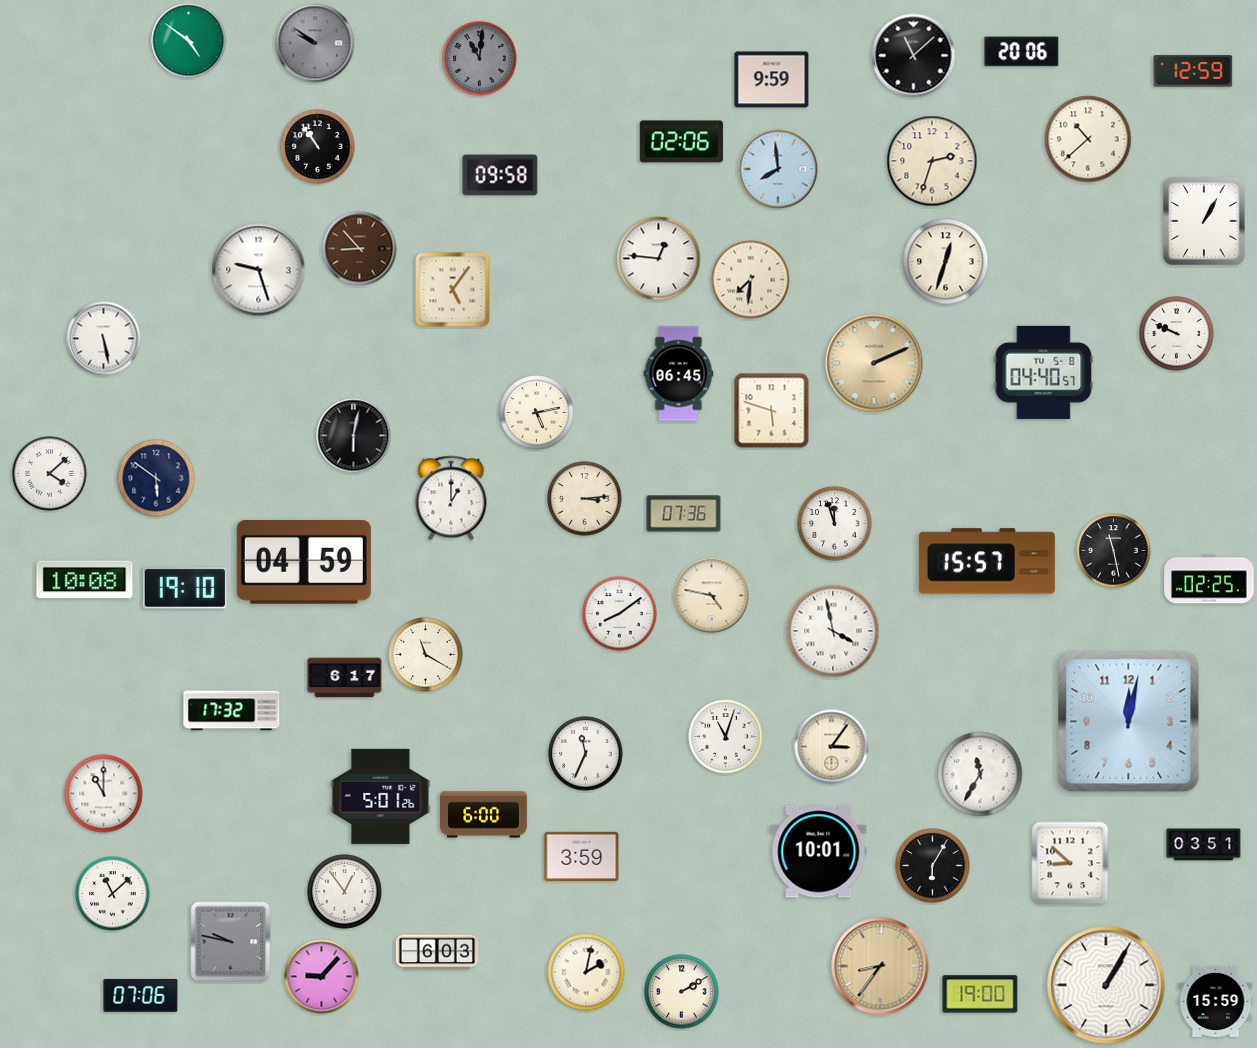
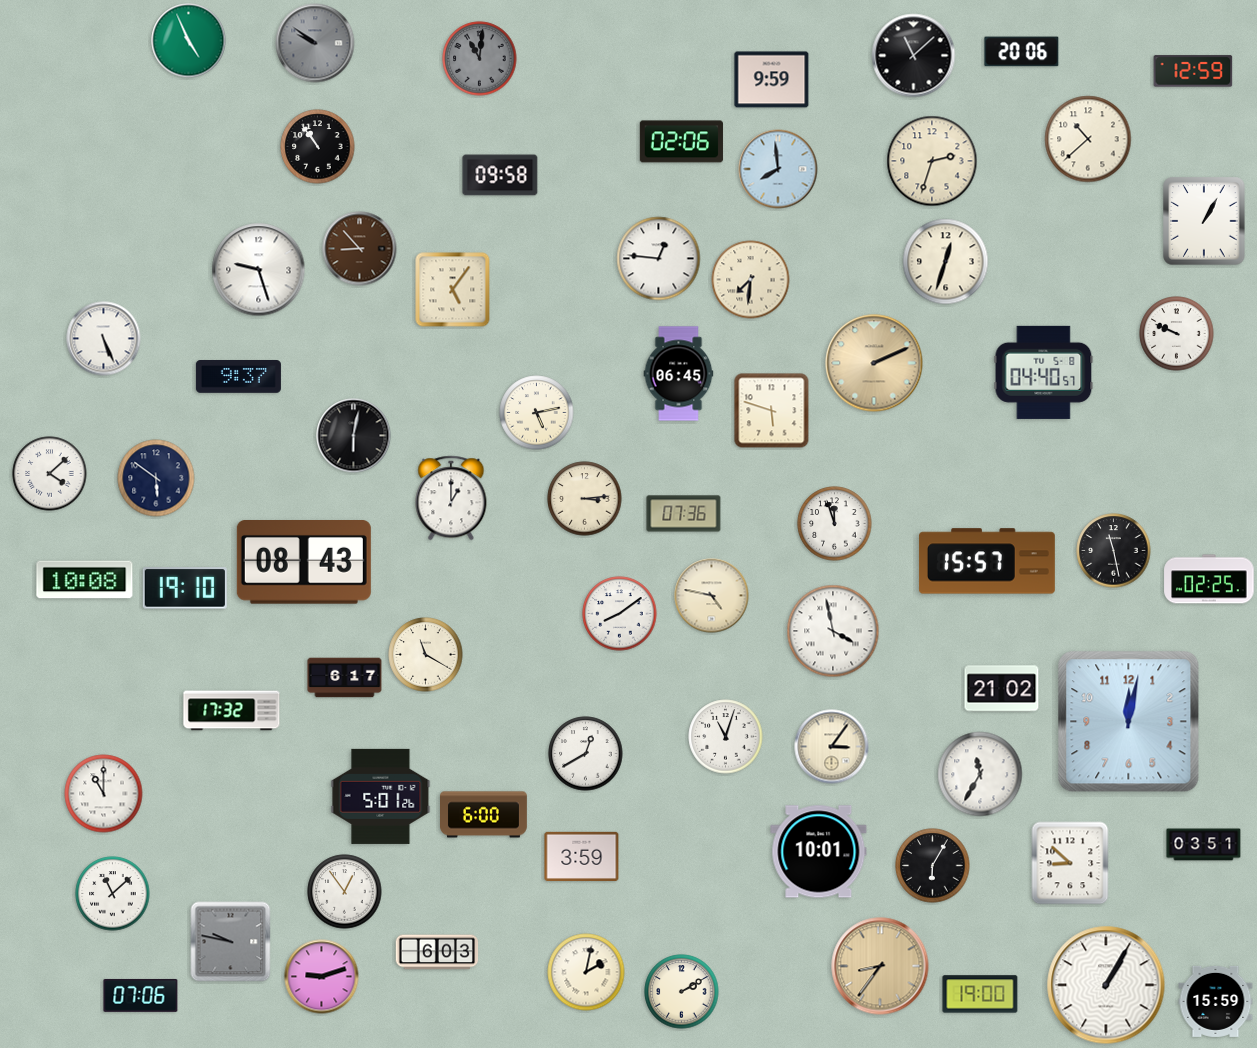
clock at (189, 41): 4:51 -> 4:56
clock at (104, 339): 5:28 -> 5:26
clock at (238, 377): none -> 9:37
clock at (304, 563): 04:59 -> 08:43
clock at (1002, 689): none -> 21:02
clock at (586, 754): 11:34 -> 12:40
clock at (322, 977): 9:07 -> 9:12
